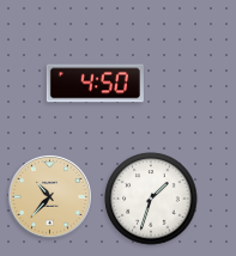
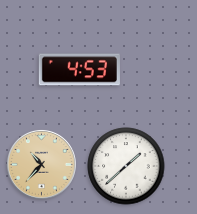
clock at (95, 84): 4:50 -> 4:53
clock at (151, 199): 1:33 -> 1:38
